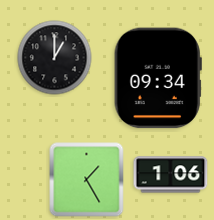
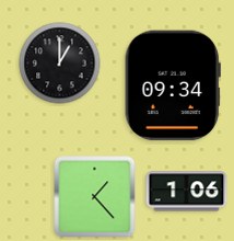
clock at (87, 180): 1:25 -> 1:23
